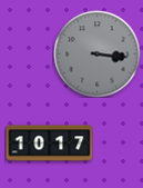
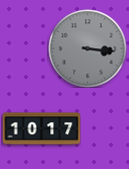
clock at (49, 144) position: (49, 144) -> (41, 129)
